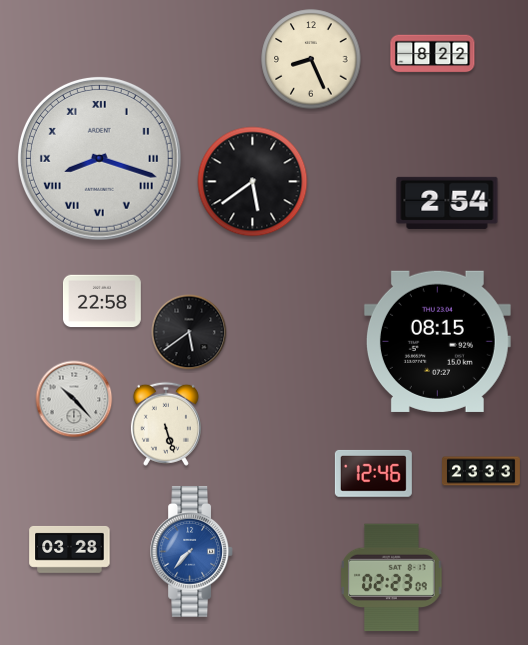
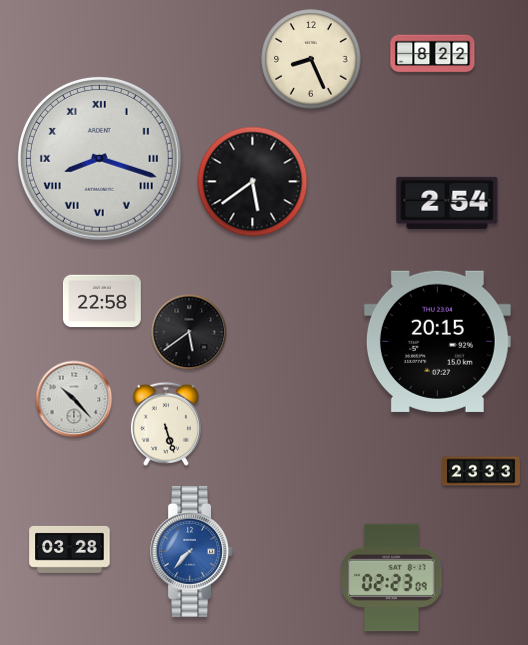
clock at (437, 341): 08:15 -> 20:15
clock at (373, 473): 12:46 -> none
